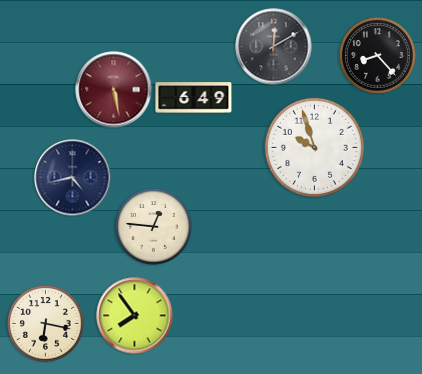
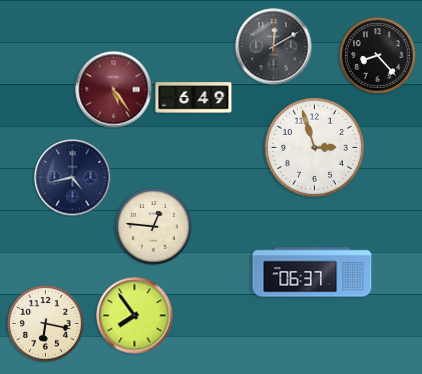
clock at (114, 90): 5:28 -> 5:24
clock at (314, 147): 9:57 -> 2:57
clock at (312, 272): none -> 06:37
